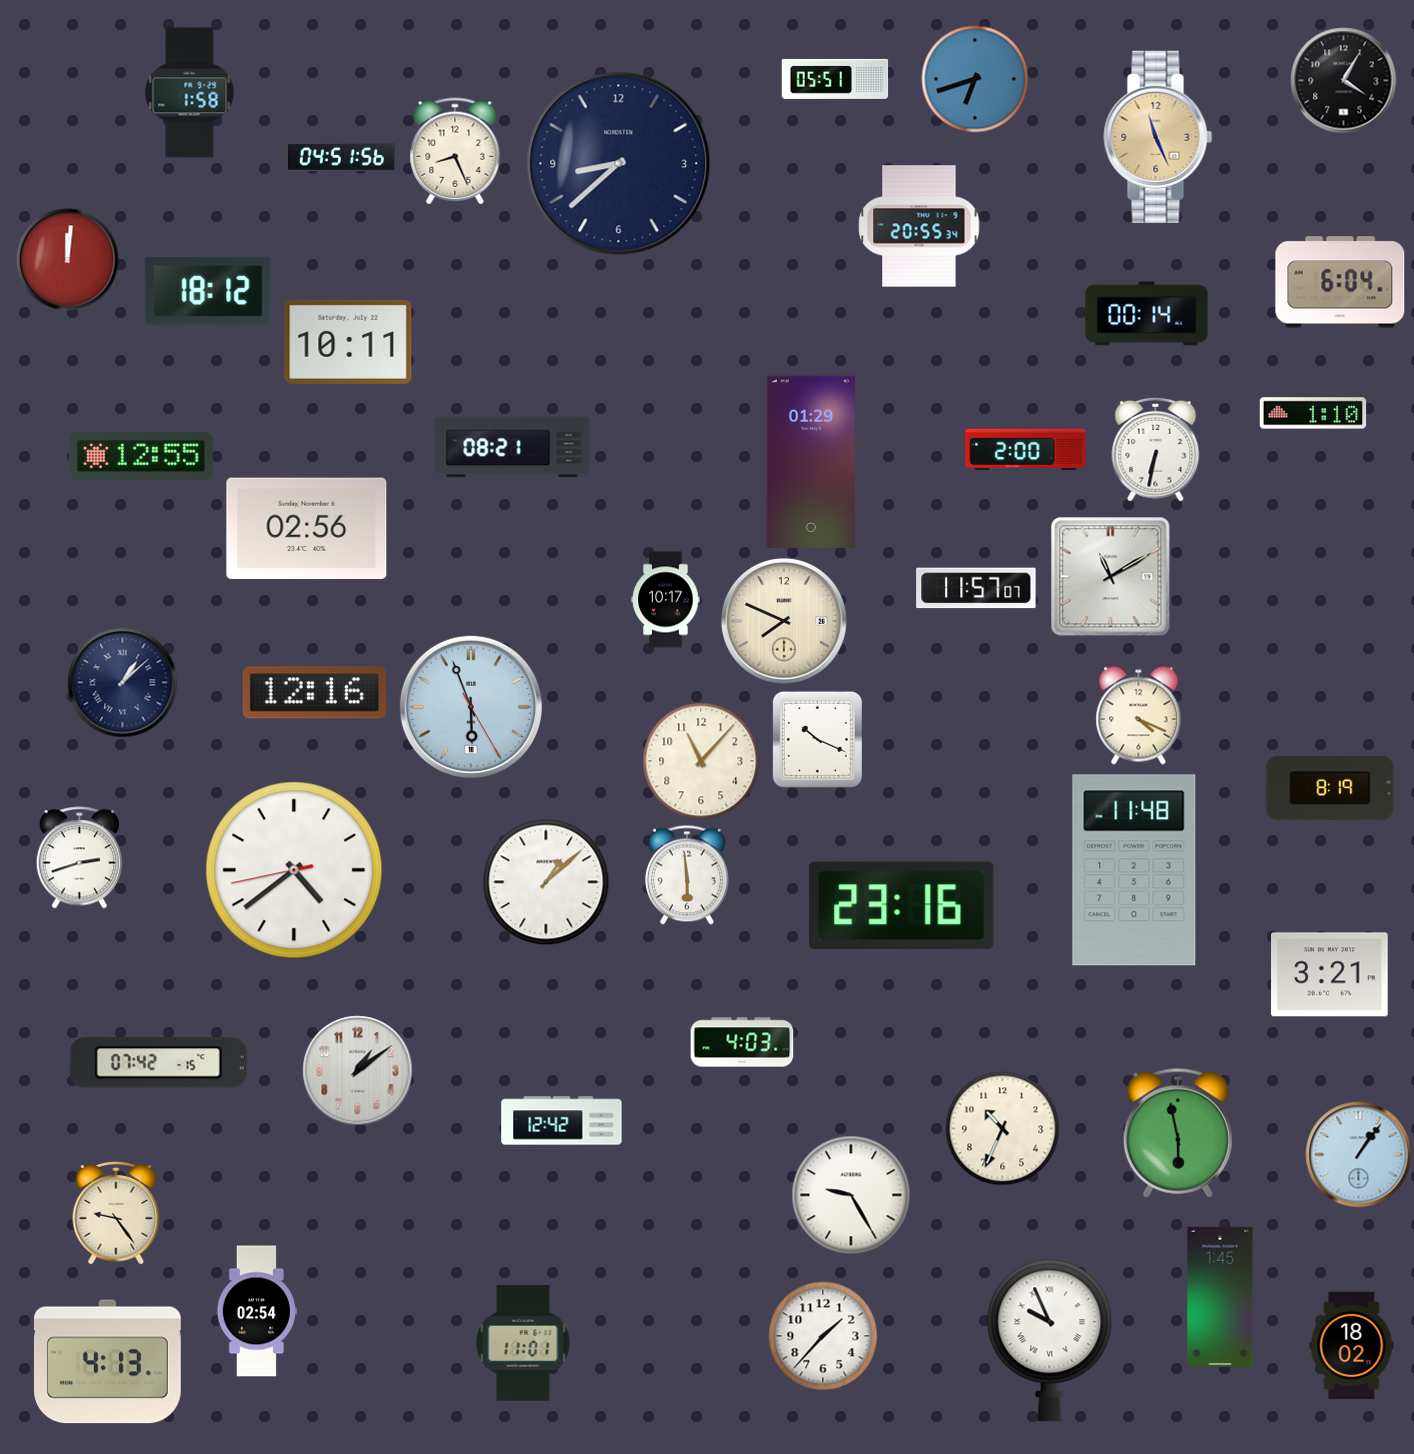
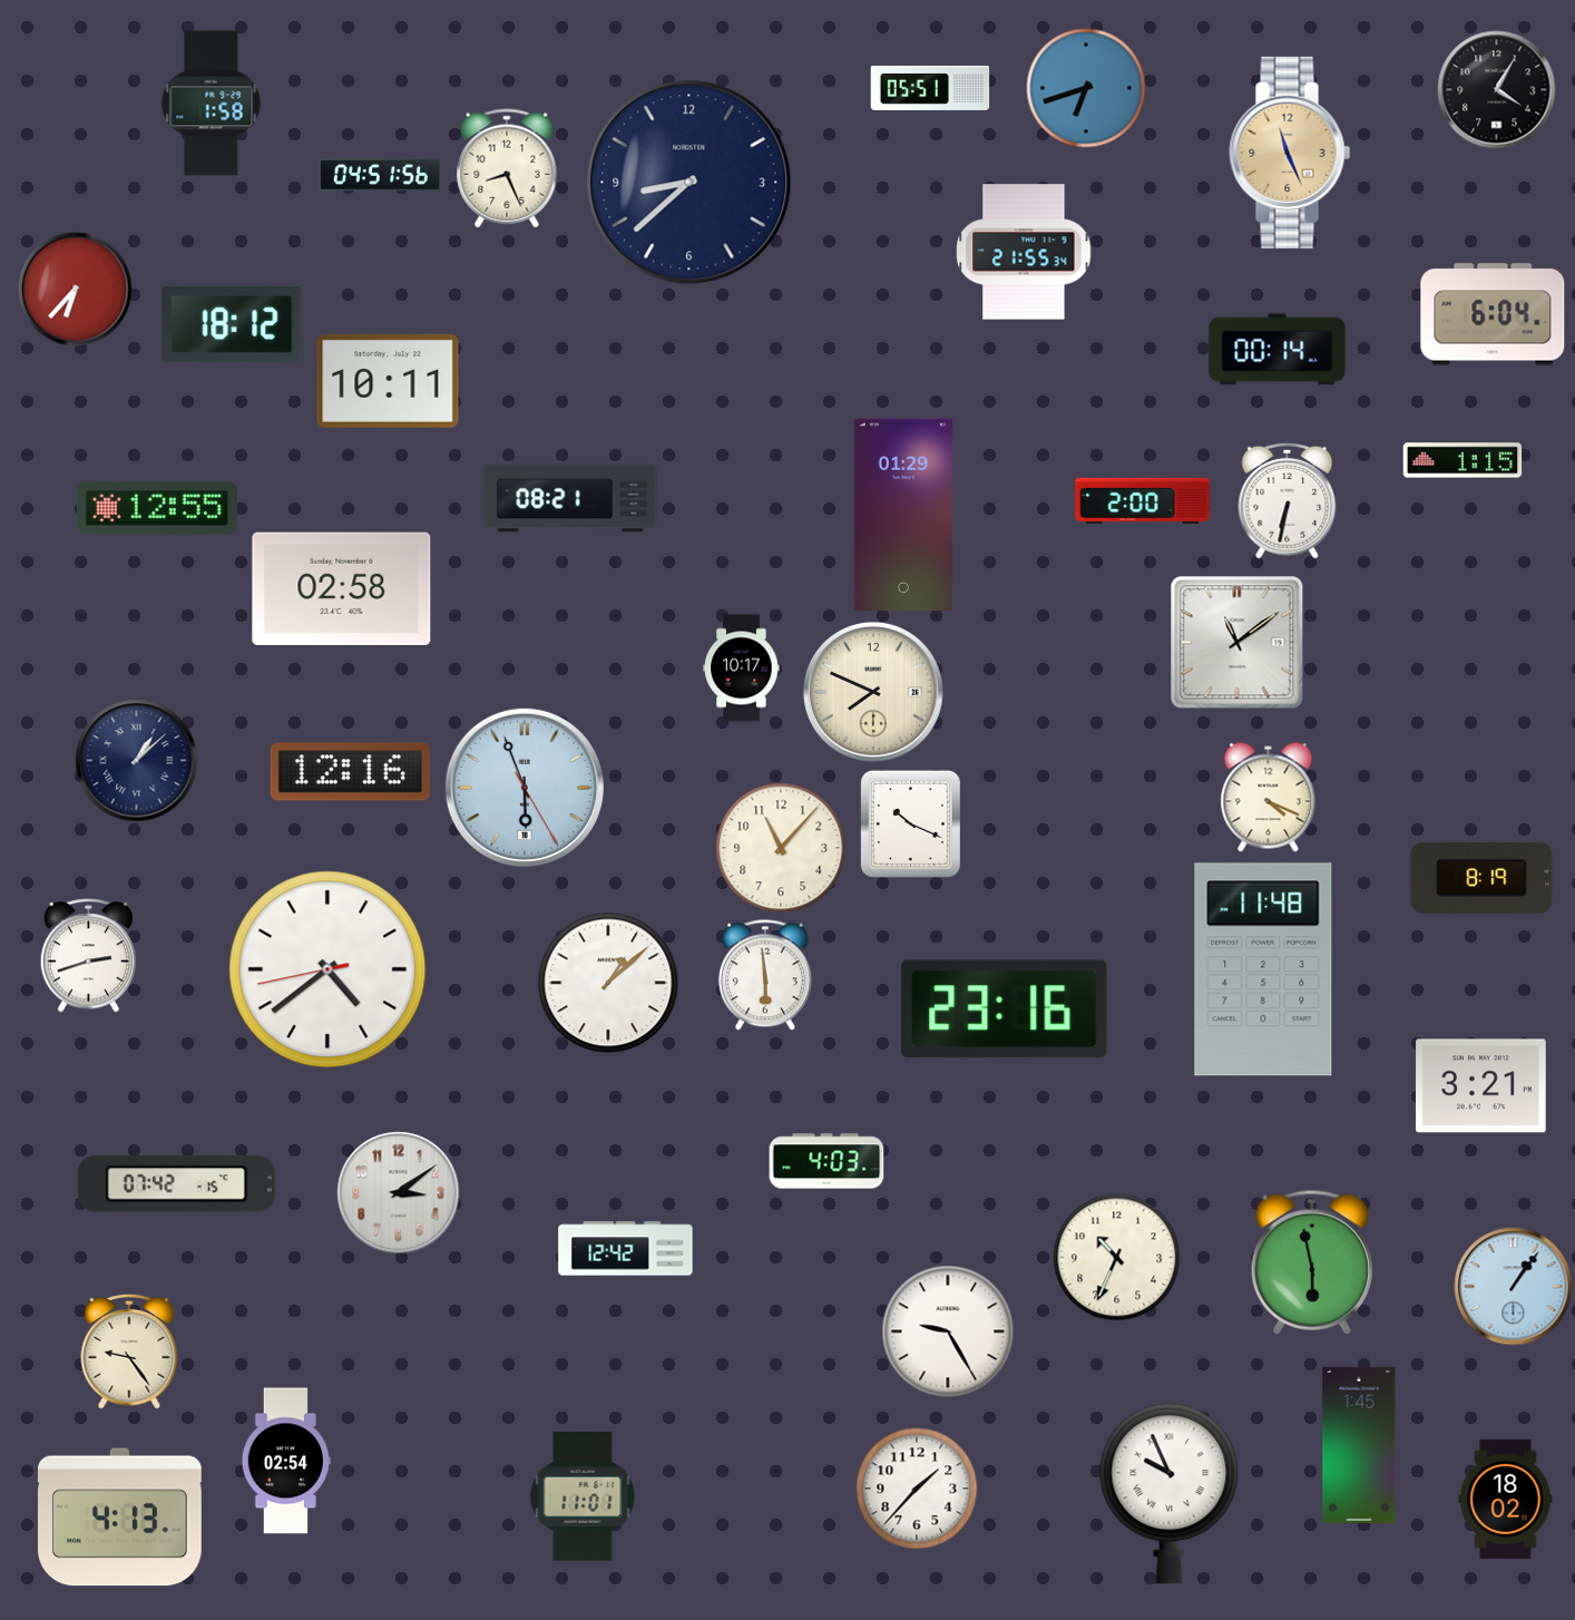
clock at (919, 226): 20:55 -> 21:55
clock at (68, 260): 12:01 -> 6:37
clock at (1313, 413): 1:10 -> 1:15
clock at (307, 528): 02:56 -> 02:58
clock at (1111, 577): 11:10 -> 11:09
clock at (976, 588): 11:57 -> none
clock at (358, 1071): 1:09 -> 3:09
